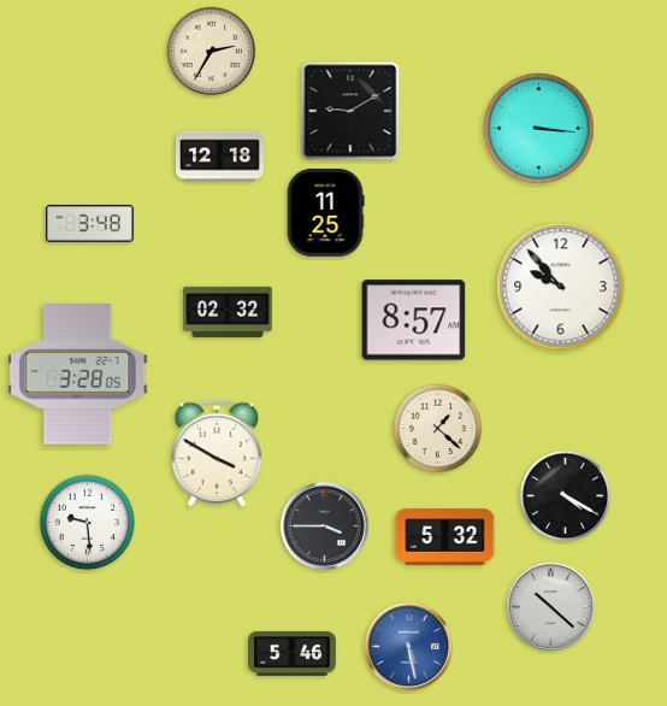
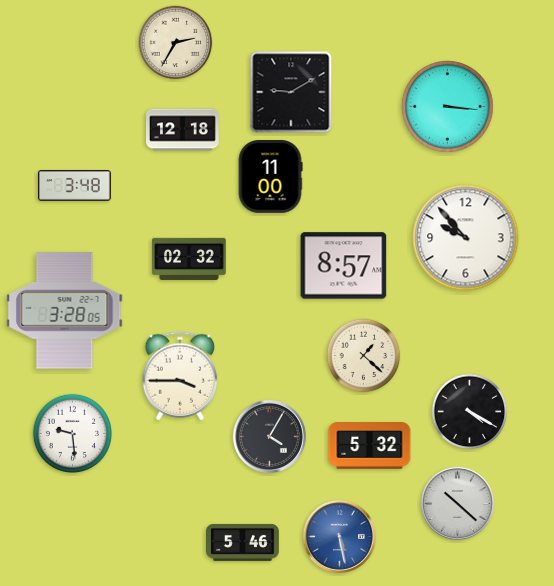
clock at (325, 213): 11:25 -> 11:00
clock at (217, 453): 3:50 -> 3:45
clock at (324, 525): 3:45 -> 4:05
